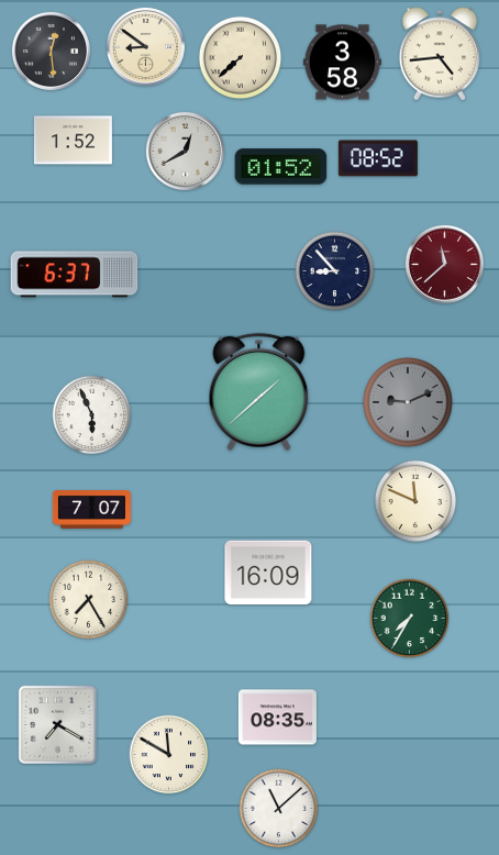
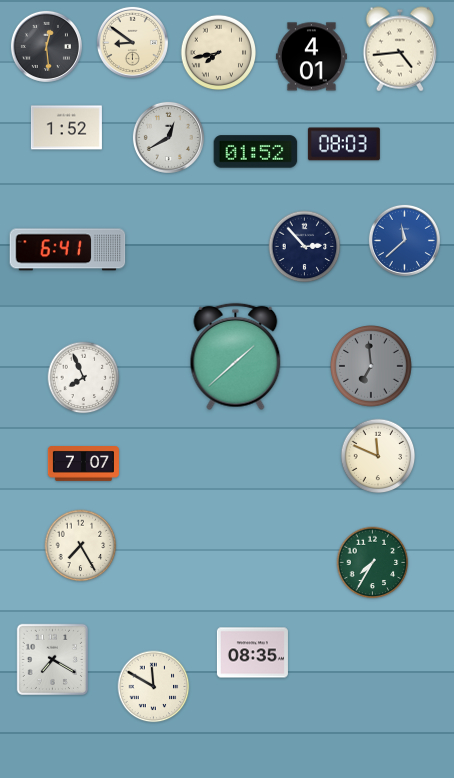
clock at (241, 58): 7:38 -> 7:43
clock at (342, 63): 3:58 -> 4:01
clock at (378, 158): 08:52 -> 08:03
clock at (444, 264) dial: burgundy -> blue
clock at (335, 271): 8:53 -> 2:53
clock at (75, 275): 6:37 -> 6:41
clock at (409, 403): 9:11 -> 6:59
clock at (92, 415): 5:56 -> 7:56
clock at (268, 573): 16:09 -> none
clock at (279, 809): 11:08 -> none
